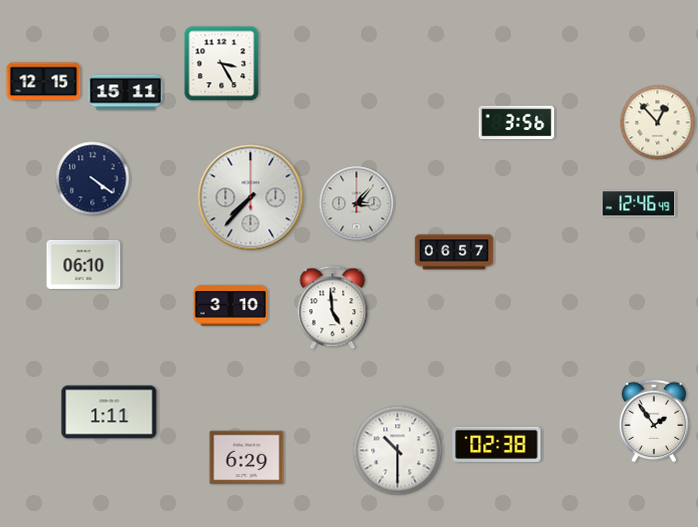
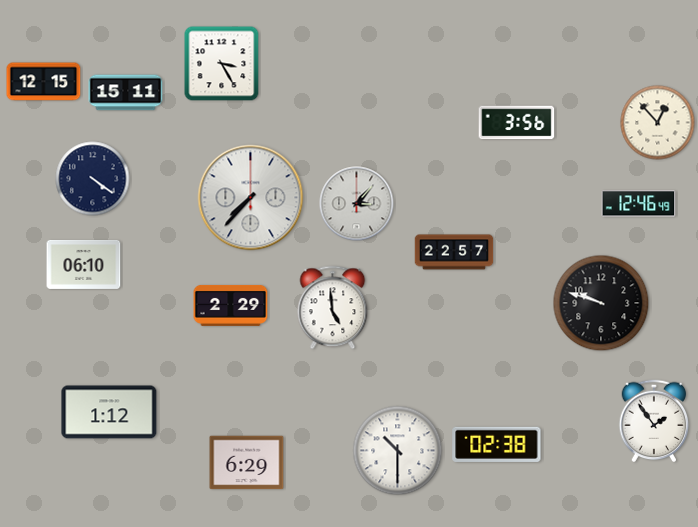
clock at (454, 252): 06:57 -> 22:57
clock at (601, 303): none -> 9:48
clock at (231, 305): 3:10 -> 2:29
clock at (109, 412): 1:11 -> 1:12
clock at (247, 458) position: (247, 458) -> (247, 463)
